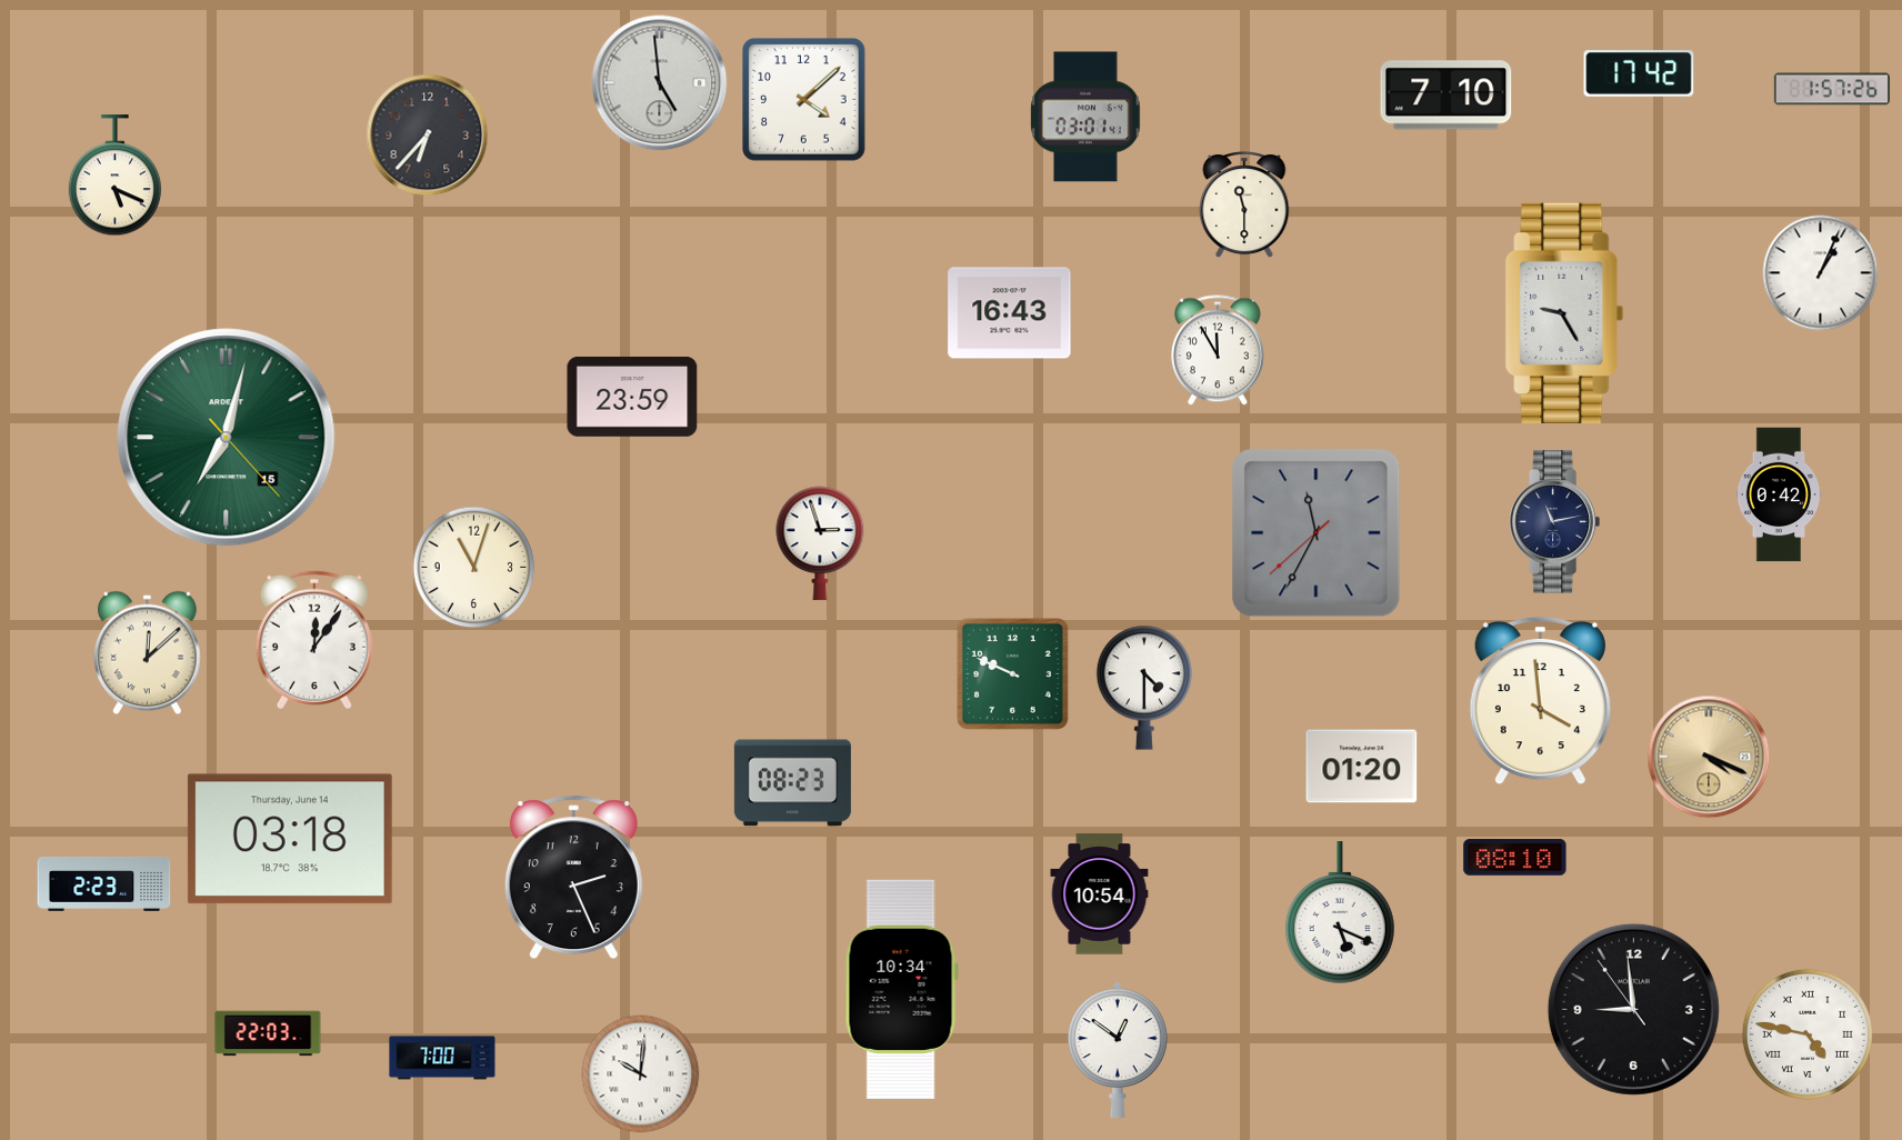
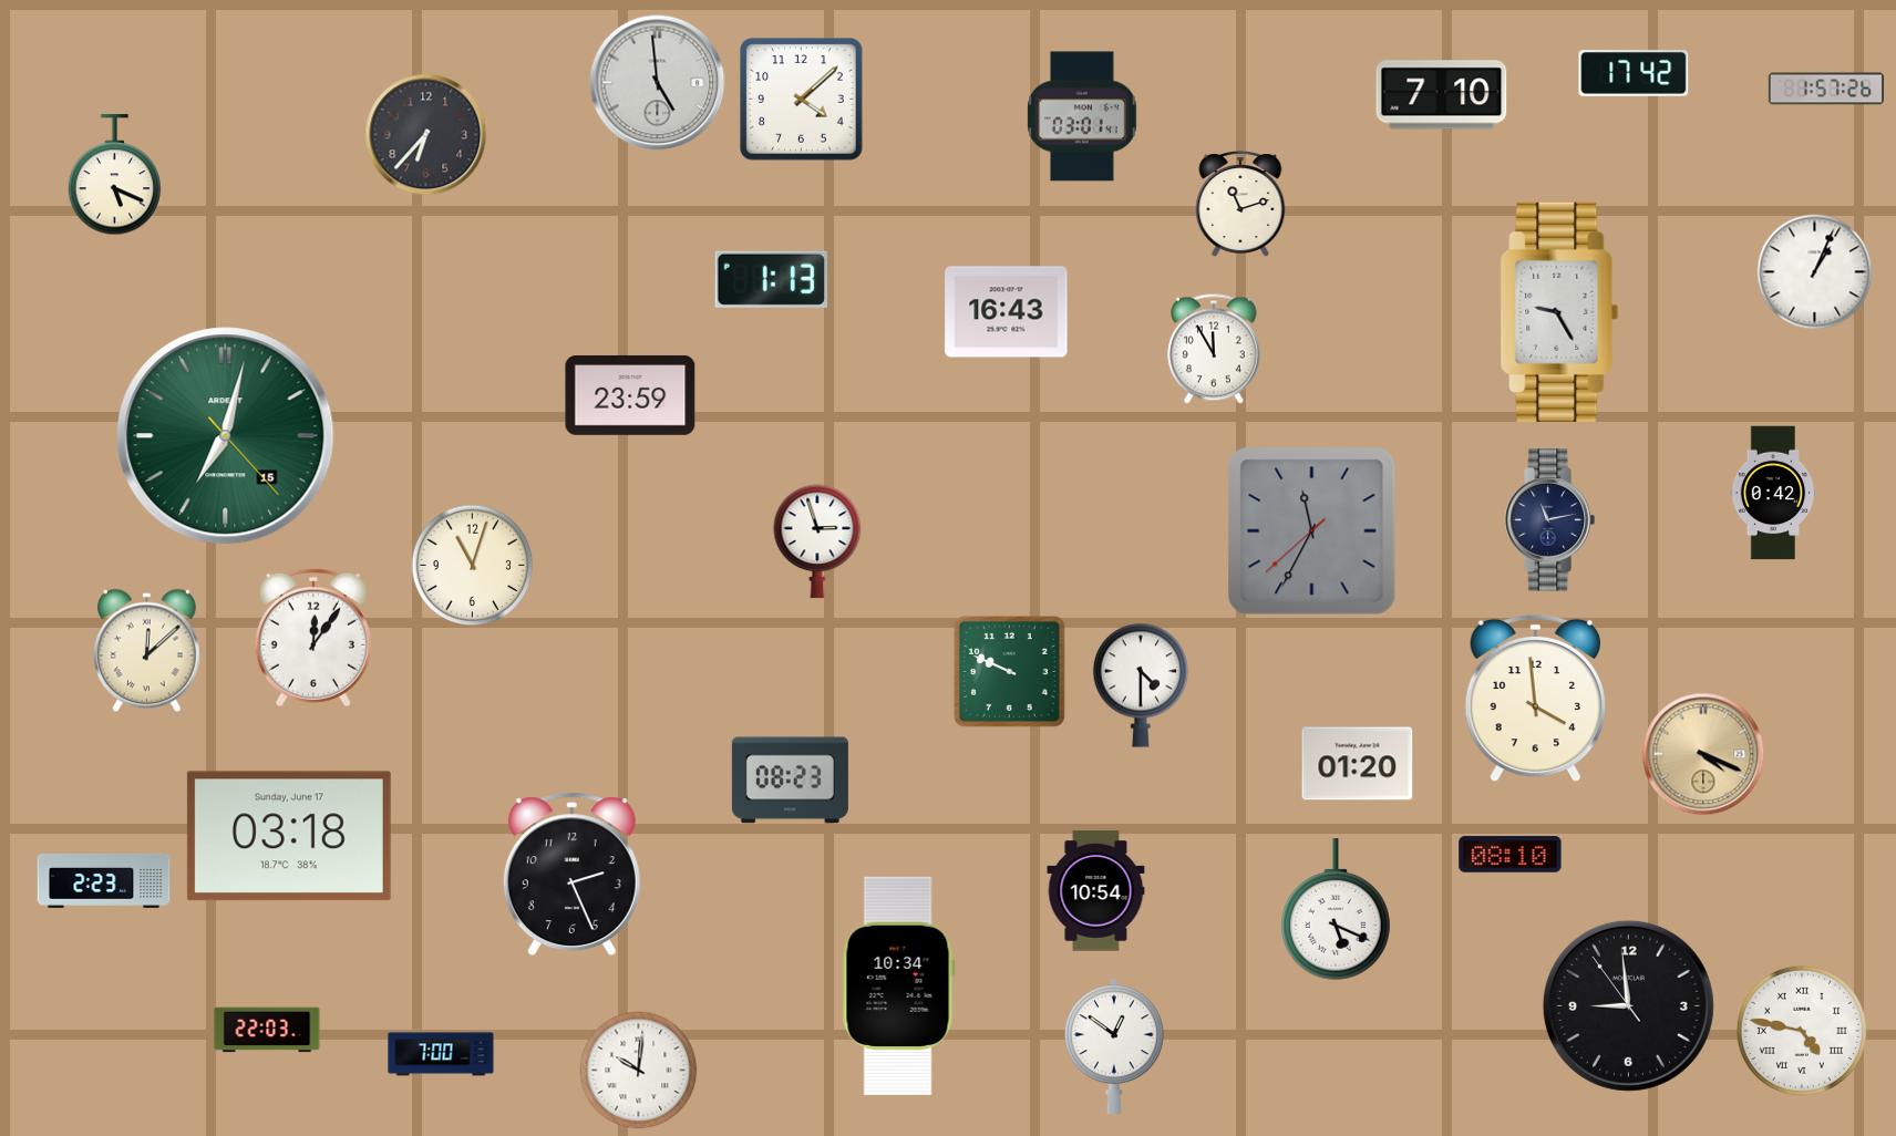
clock at (1244, 204): 11:30 -> 11:12
clock at (771, 279): none -> 1:13
clock at (290, 839) date: Thursday, June 14 -> Sunday, June 17
